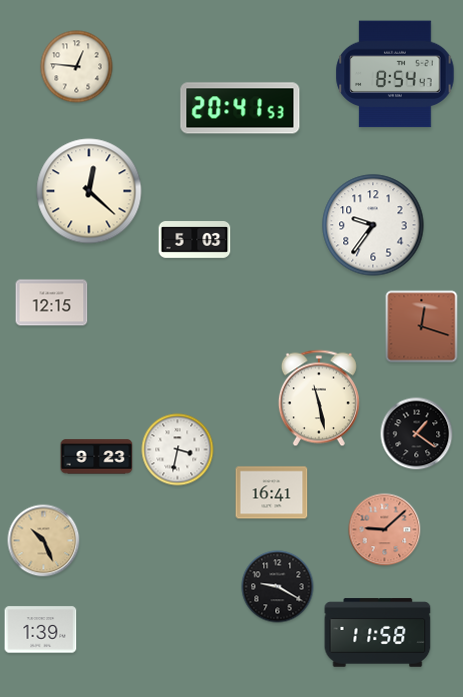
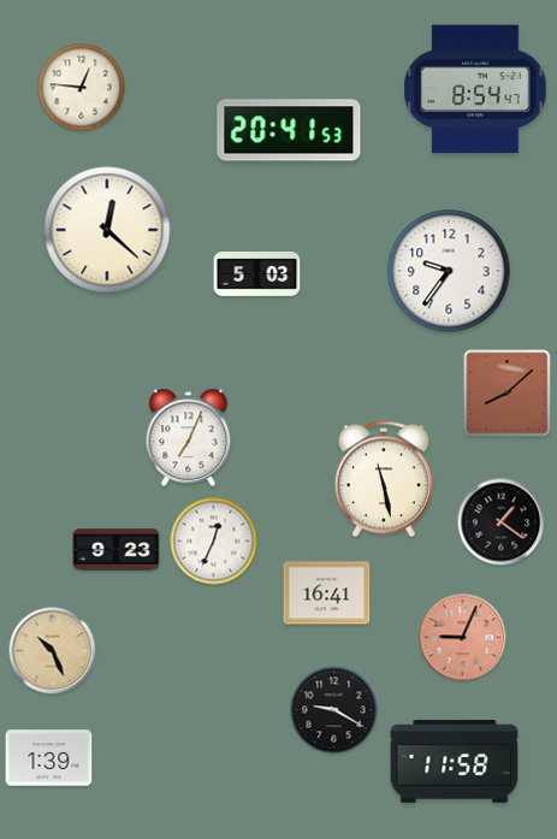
clock at (77, 67) position: (77, 67) -> (82, 88)
clock at (195, 240) position: (195, 240) -> (257, 274)
clock at (52, 303): 12:15 -> none
clock at (422, 327): 12:18 -> 8:08
clock at (189, 437): none -> 7:04
clock at (178, 450): 3:32 -> 12:34
clock at (385, 530): 9:08 -> 9:04
clock at (278, 587) position: (278, 587) -> (334, 710)
